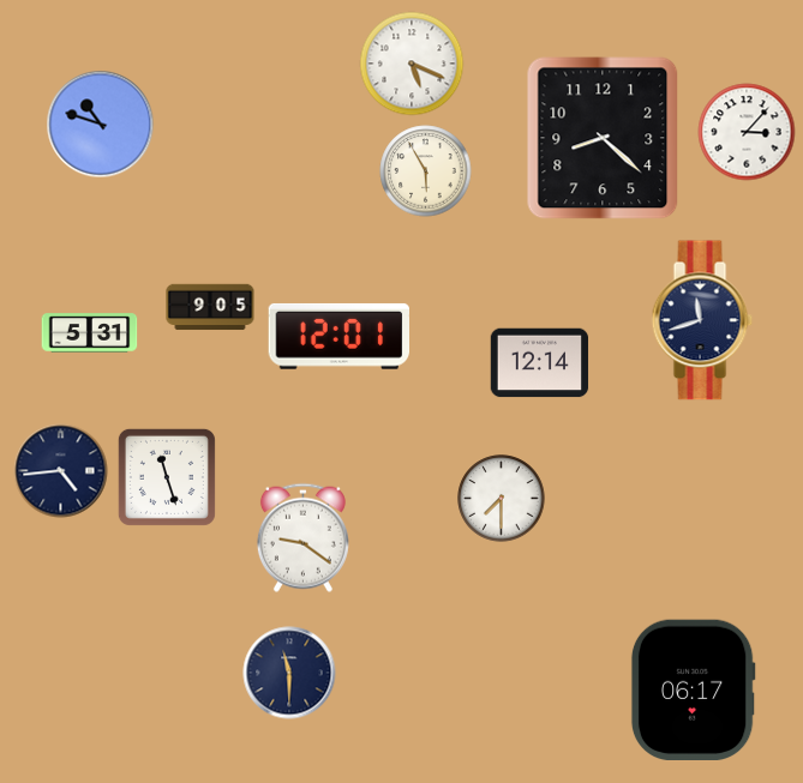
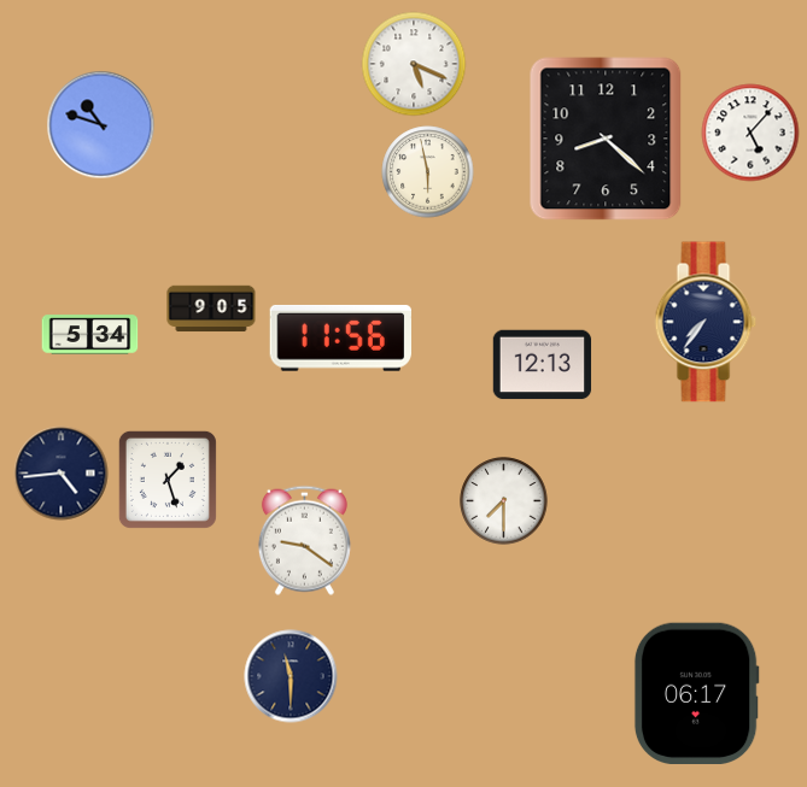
clock at (747, 132): 3:07 -> 5:07
clock at (426, 171): 5:55 -> 5:58
clock at (702, 320): 11:42 -> 7:36
clock at (90, 333): 5:31 -> 5:34
clock at (338, 336): 12:01 -> 11:56
clock at (540, 363): 12:14 -> 12:13
clock at (167, 477): 11:27 -> 1:27
